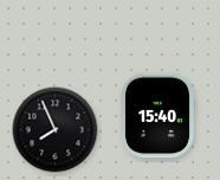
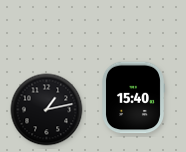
clock at (56, 130): 7:56 -> 1:13
